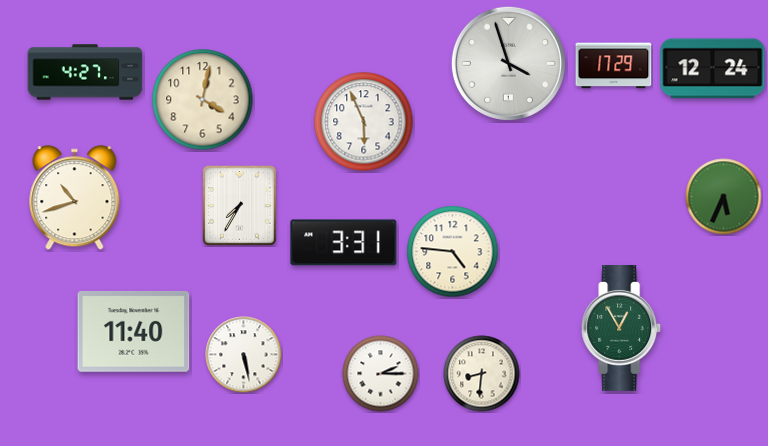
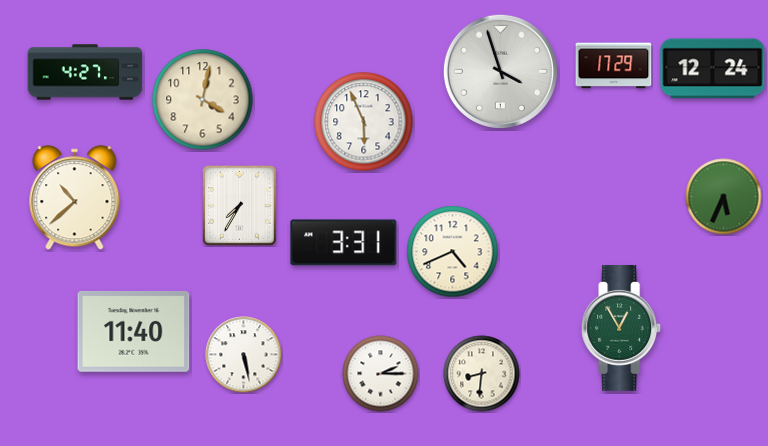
clock at (508, 63) position: (508, 63) -> (500, 71)
clock at (75, 198): 10:42 -> 10:38
clock at (453, 252): 4:46 -> 4:41
